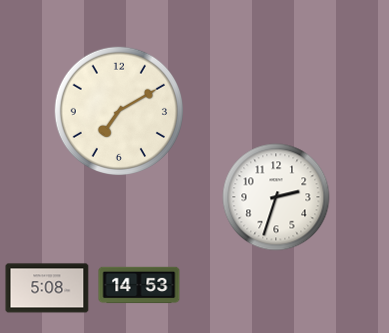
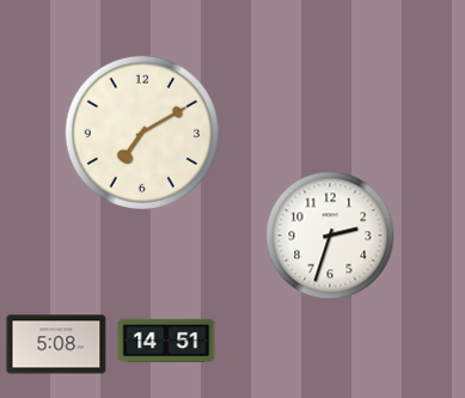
clock at (139, 285): 14:53 -> 14:51
